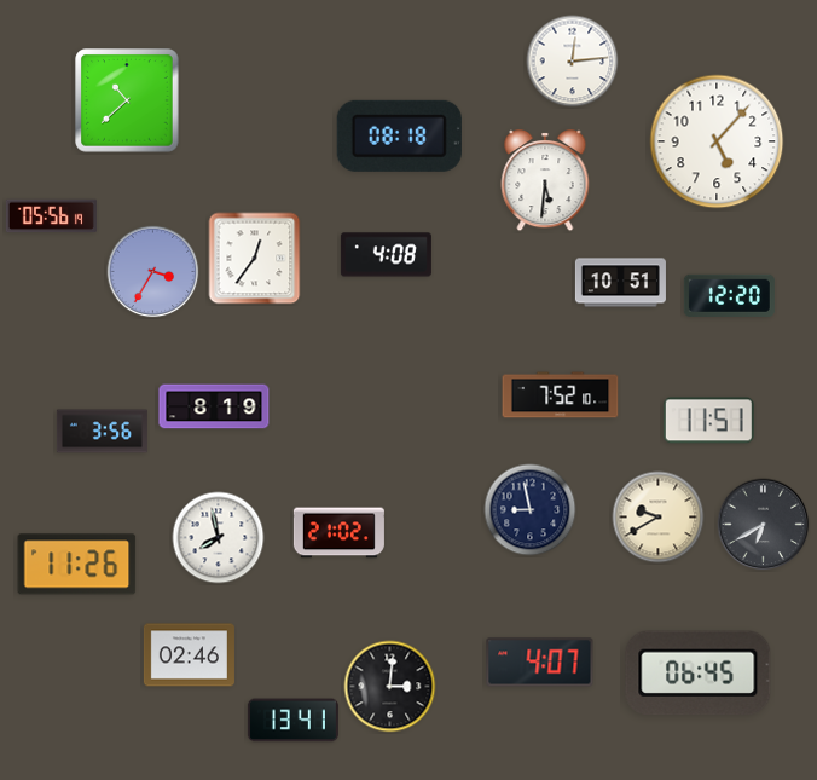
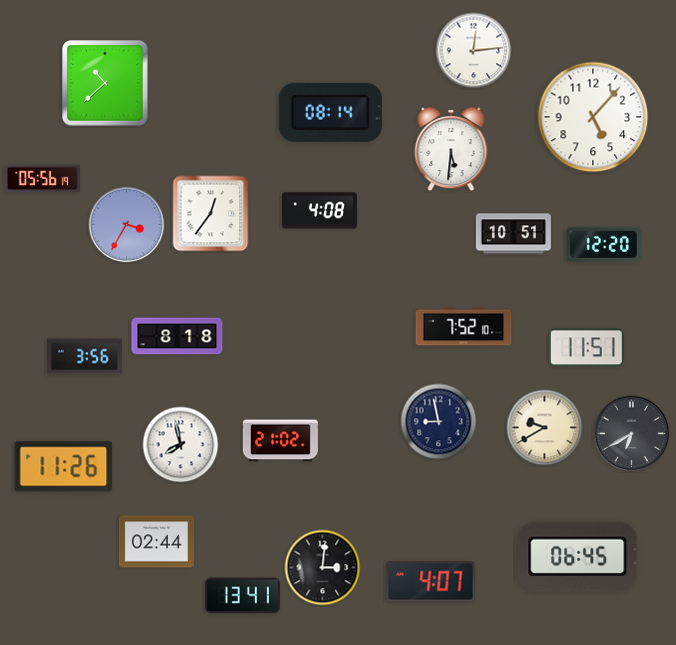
clock at (399, 135): 08:18 -> 08:14
clock at (214, 406): 8:19 -> 8:18
clock at (189, 655): 02:46 -> 02:44
clock at (540, 663) position: (540, 663) -> (431, 582)
